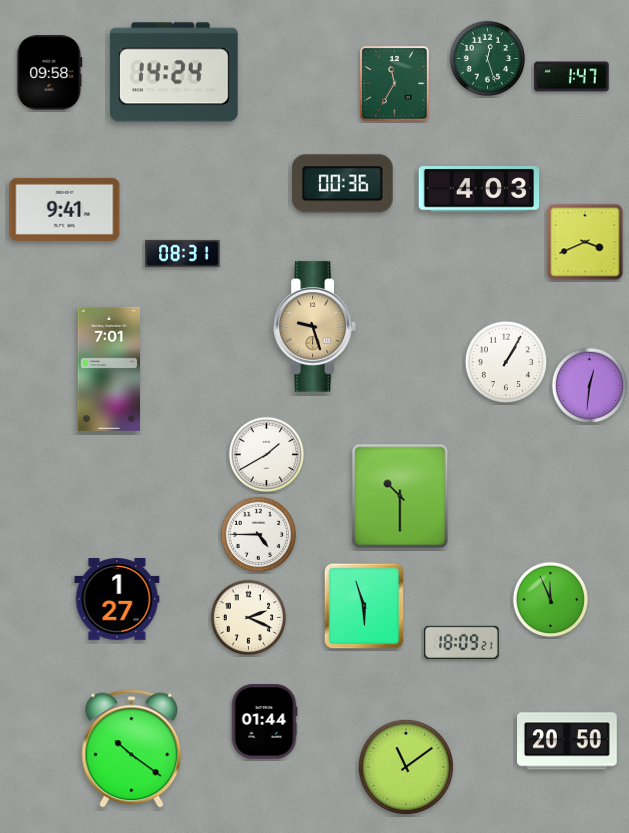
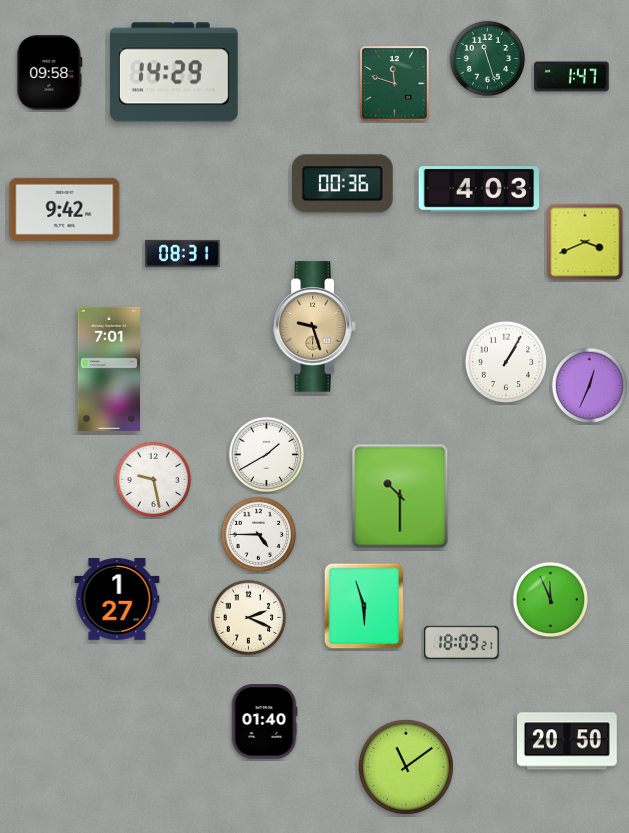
clock at (488, 59): 12:27 -> 11:27
clock at (174, 72): 14:24 -> 14:29
clock at (395, 84): 11:35 -> 11:48
clock at (65, 209): 9:41 -> 9:42
clock at (590, 386): 12:31 -> 12:34
clock at (154, 480): none -> 9:28
clock at (264, 722): 01:44 -> 01:40
clock at (132, 749): 10:21 -> none
